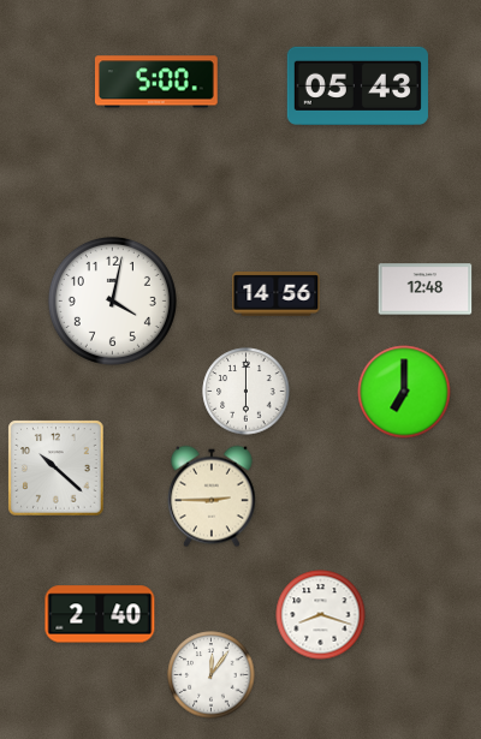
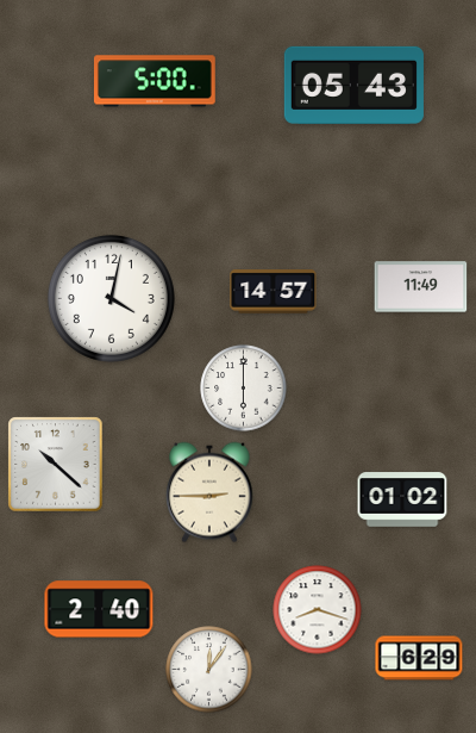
clock at (426, 290): 12:48 -> 11:49
clock at (277, 294): 14:56 -> 14:57
clock at (404, 392): 7:00 -> none
clock at (402, 499): none -> 01:02
clock at (419, 658): none -> 6:29
